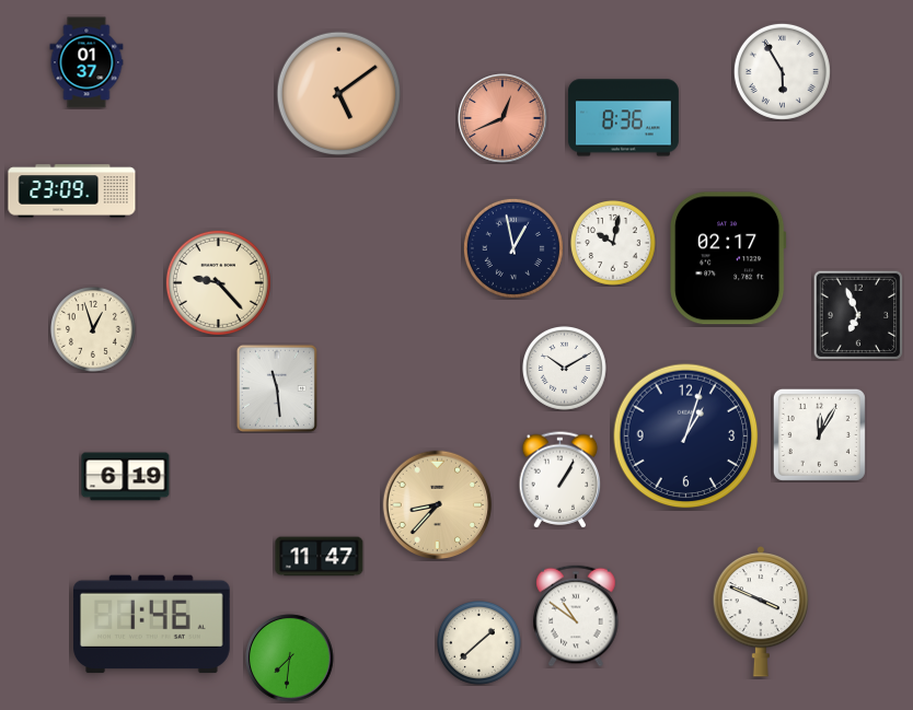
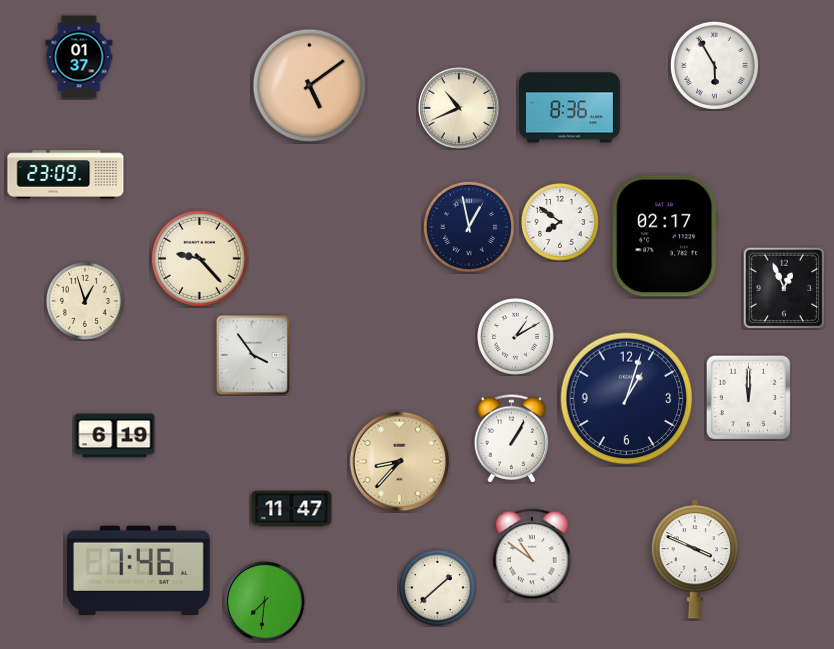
clock at (502, 118): 12:41 -> 10:41
clock at (502, 118) dial: salmon -> cream
clock at (613, 243): 10:02 -> 7:51
clock at (858, 315): 6:56 -> 12:56
clock at (565, 369): 10:10 -> 1:10
clock at (277, 388): 11:29 -> 3:54
clock at (819, 434): 12:05 -> 12:00
clock at (576, 616) position: (576, 616) -> (532, 555)
clock at (152, 625): 1:46 -> 7:46
